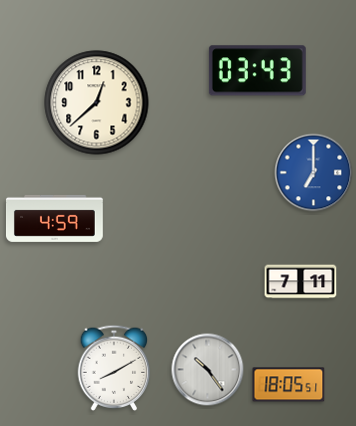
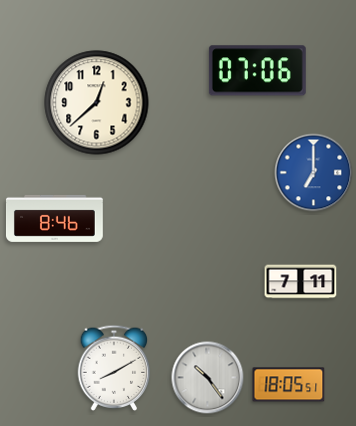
clock at (257, 71): 03:43 -> 07:06
clock at (55, 218): 4:59 -> 8:46
clock at (208, 370) position: (208, 370) -> (208, 378)
